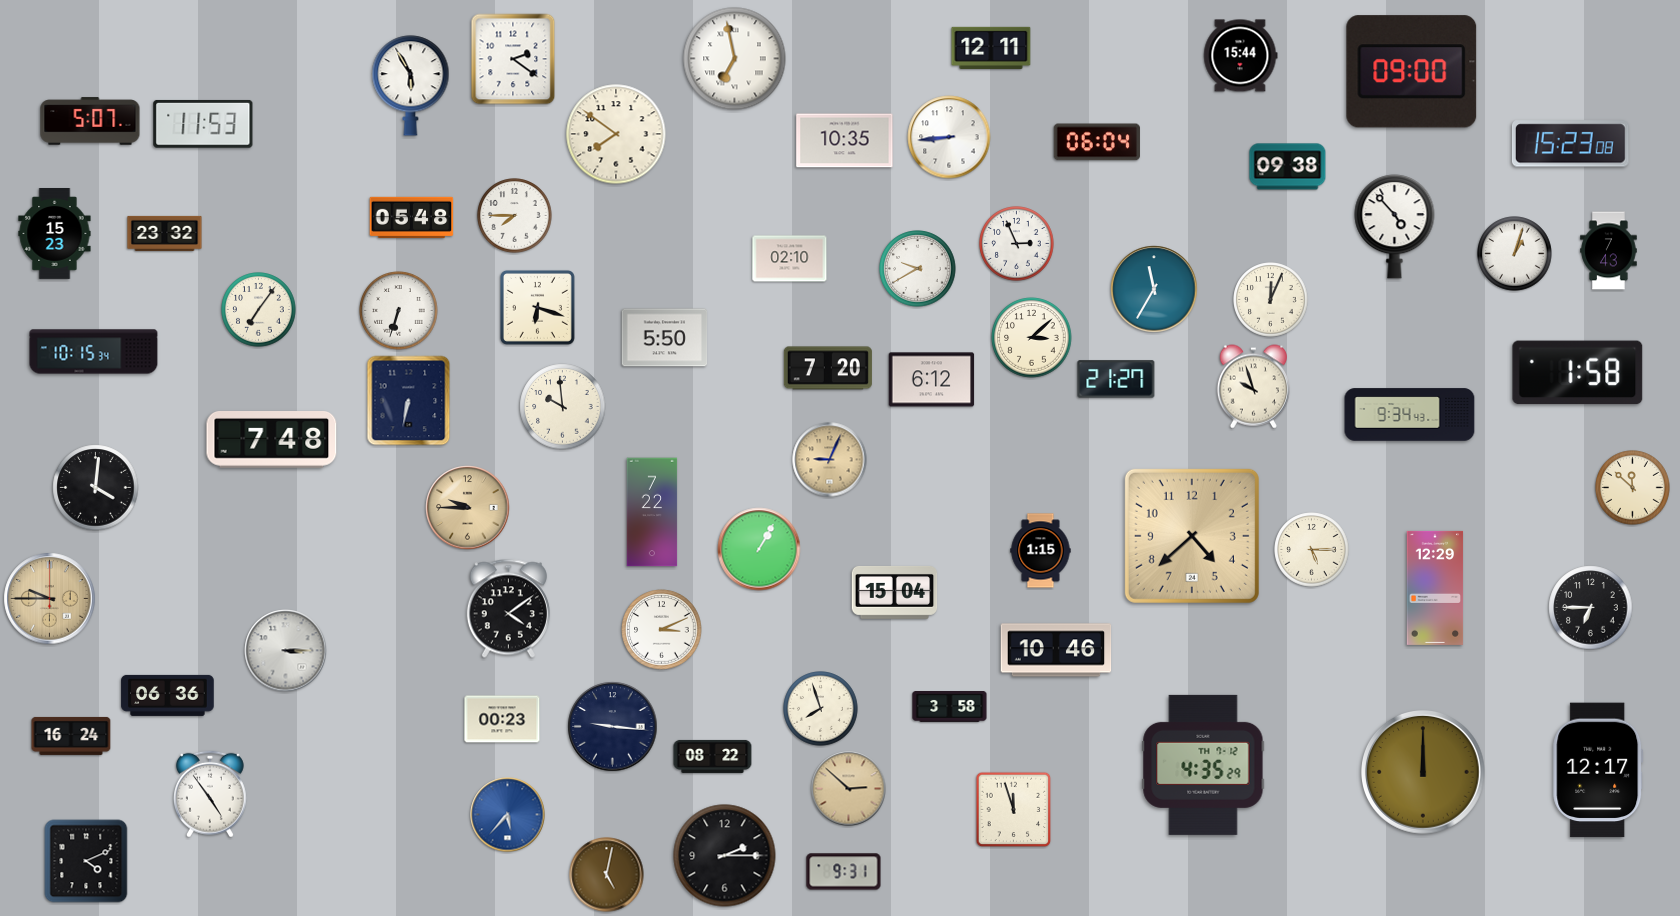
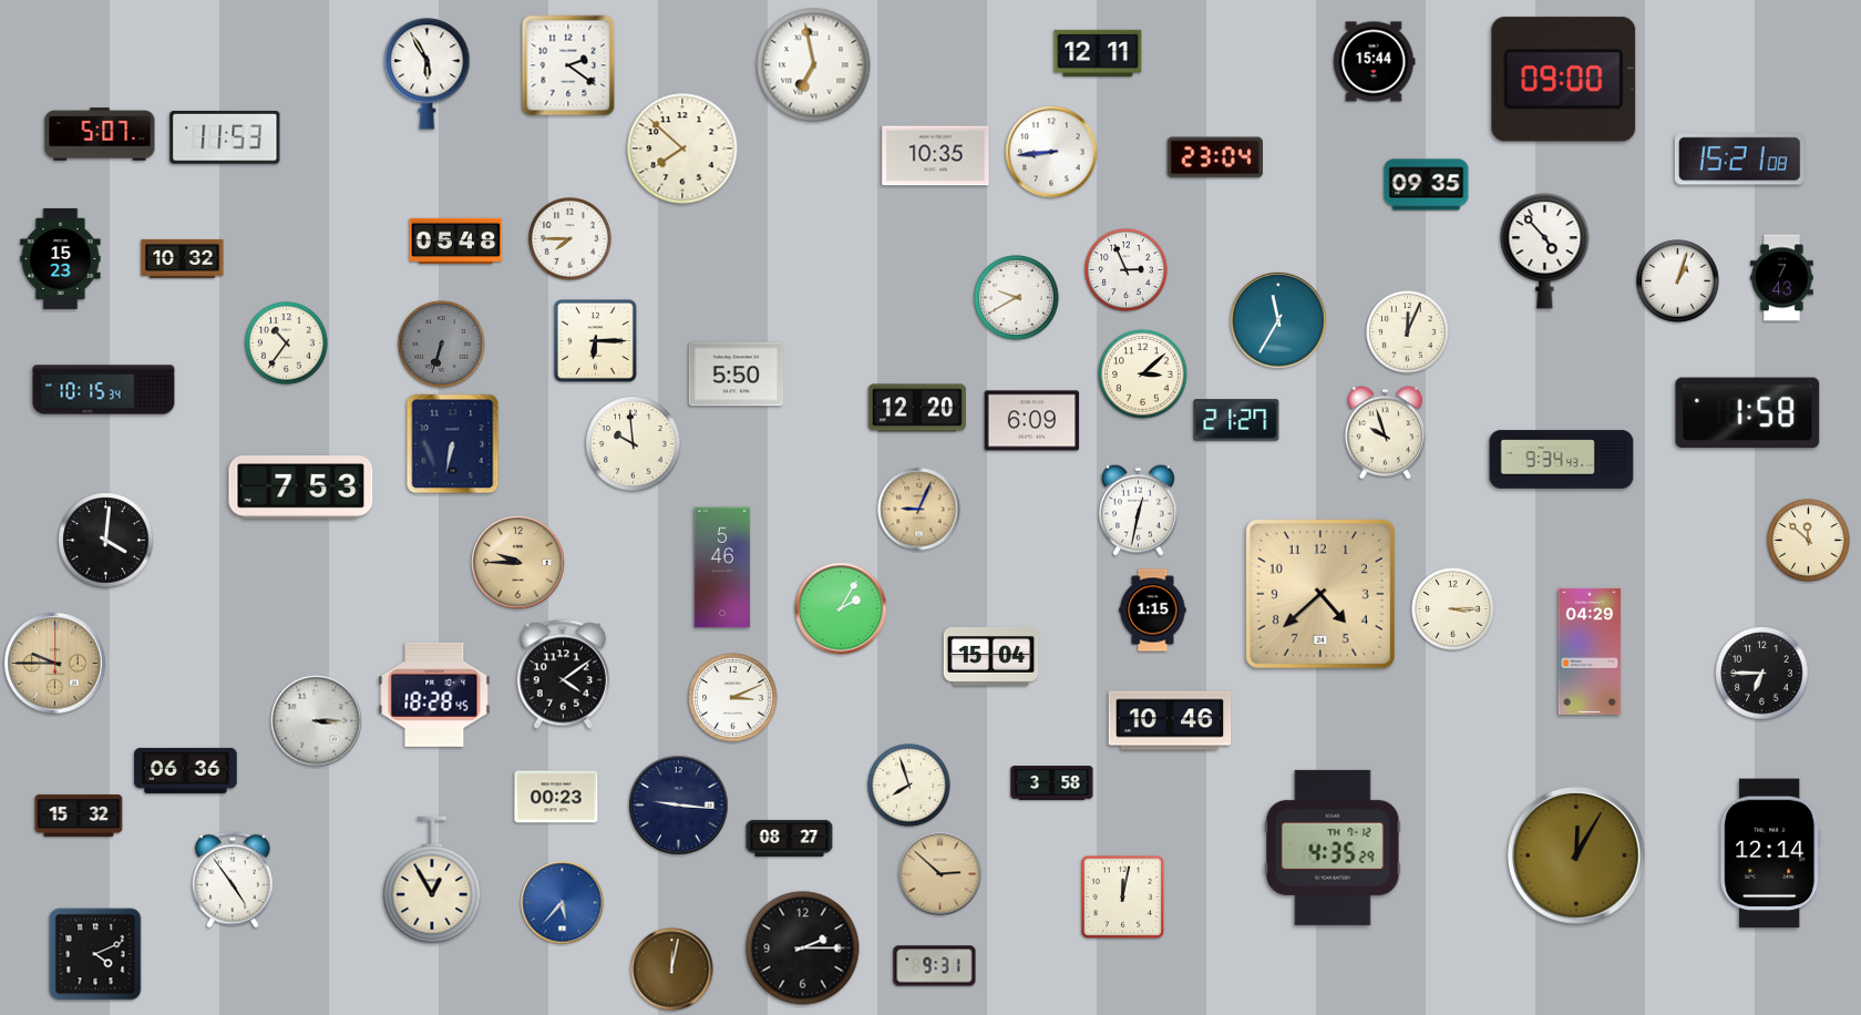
clock at (411, 86) position: (411, 86) -> (428, 74)
clock at (616, 134): 7:51 -> 7:52
clock at (1097, 142): 06:04 -> 23:04
clock at (1570, 144): 15:23 -> 15:21
clock at (1288, 167): 09:38 -> 09:35
clock at (165, 233): 23:32 -> 10:32
clock at (790, 259): 02:10 -> none
clock at (537, 307): 6:18 -> 6:15
clock at (259, 310): 7:06 -> 10:36
clock at (399, 311) dial: white -> grey
clock at (828, 368): 7:20 -> 12:20
clock at (932, 380): 6:12 -> 6:09
clock at (1253, 387) position: (1253, 387) -> (1385, 433)
clock at (563, 407) position: (563, 407) -> (634, 444)
clock at (272, 440): 7:48 -> 7:53
clock at (1138, 510): none -> 12:32
clock at (652, 512): 7:22 -> 5:46
clock at (759, 549): 1:05 -> 2:05
clock at (1312, 550): 5:15 -> 3:15
clock at (1435, 588): 12:29 -> 04:29
clock at (434, 695): none -> 18:28
clock at (71, 736): 16:24 -> 15:32
clock at (713, 756): 08:22 -> 08:27
clock at (1598, 770): 12:17 -> 12:14
clock at (1424, 773): 12:00 -> 12:05
clock at (432, 880): none -> 12:55
clock at (1014, 810): 11:57 -> 12:02
clock at (607, 875): 5:02 -> 12:02
